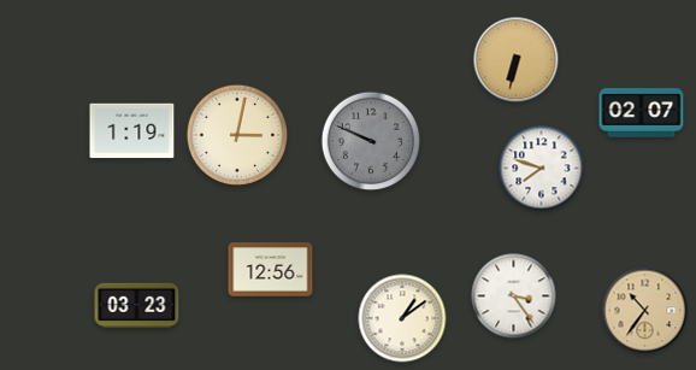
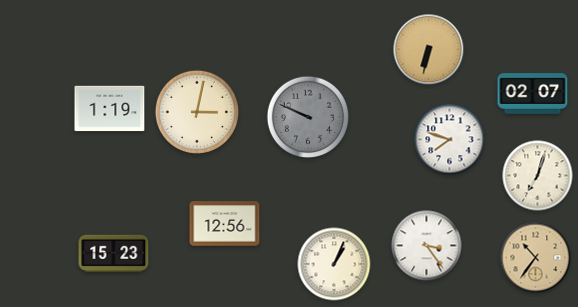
clock at (538, 176): none -> 7:03
clock at (137, 306): 03:23 -> 15:23
clock at (402, 318): 1:09 -> 1:04
